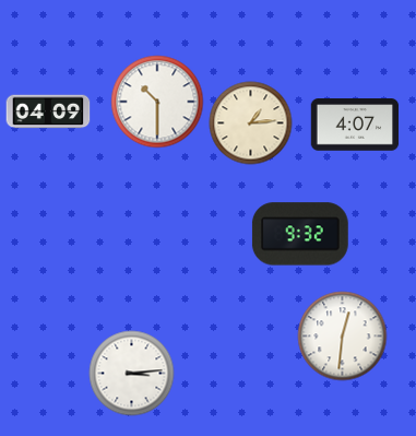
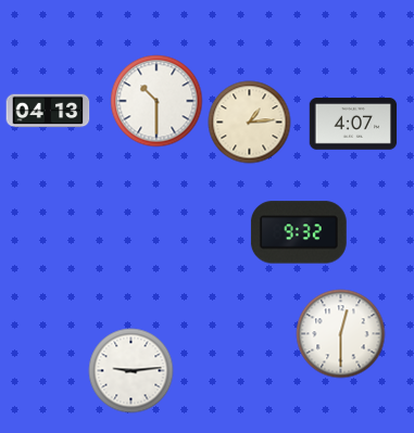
clock at (48, 111): 04:09 -> 04:13
clock at (343, 337): 12:31 -> 12:30
clock at (132, 374): 3:14 -> 9:14
